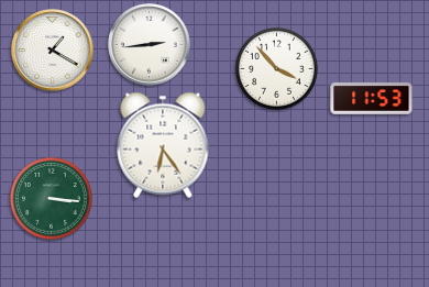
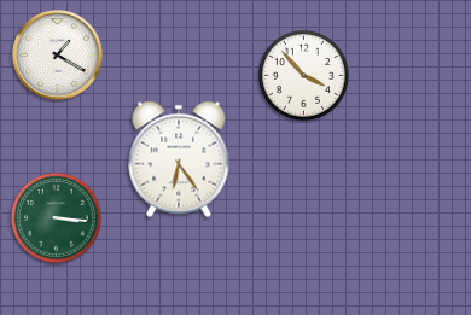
clock at (150, 45): 2:44 -> none
clock at (372, 99): 11:53 -> none
